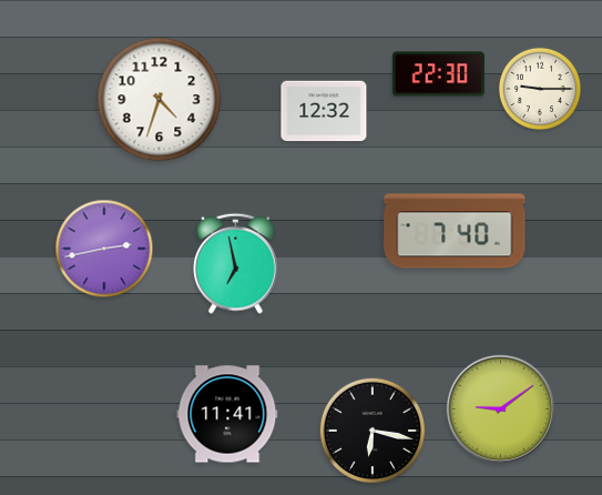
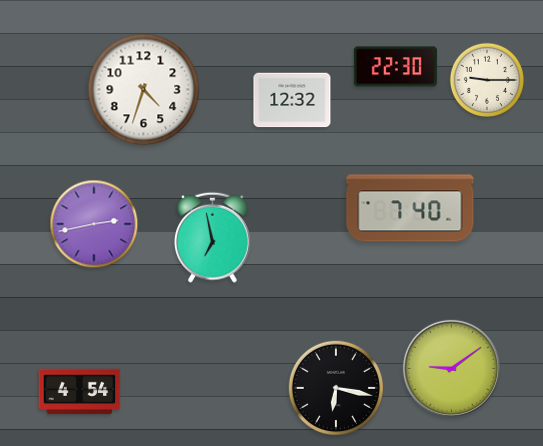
clock at (227, 414): 11:41 -> none
clock at (80, 392): none -> 4:54
